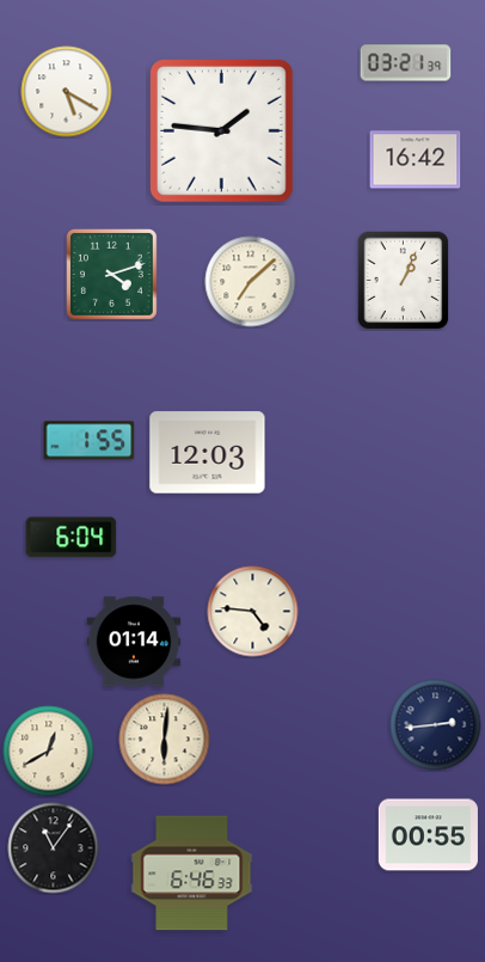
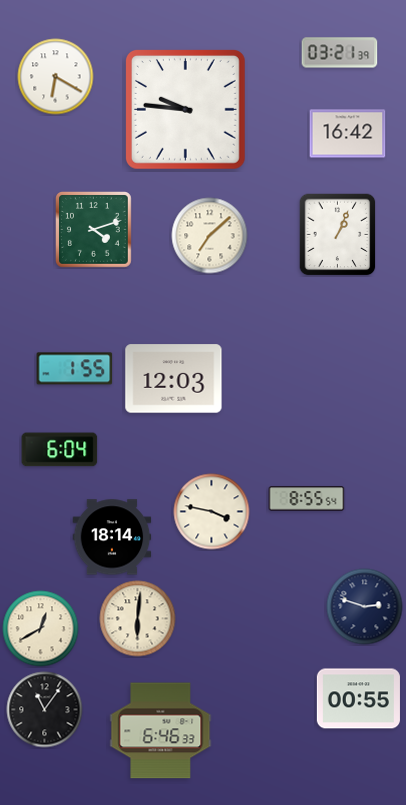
clock at (67, 92): 5:20 -> 6:20
clock at (221, 130): 1:46 -> 9:46
clock at (307, 499): none -> 8:55
clock at (253, 612): 4:46 -> 3:47
clock at (134, 642): 01:14 -> 18:14
clock at (436, 725): 2:44 -> 2:48
